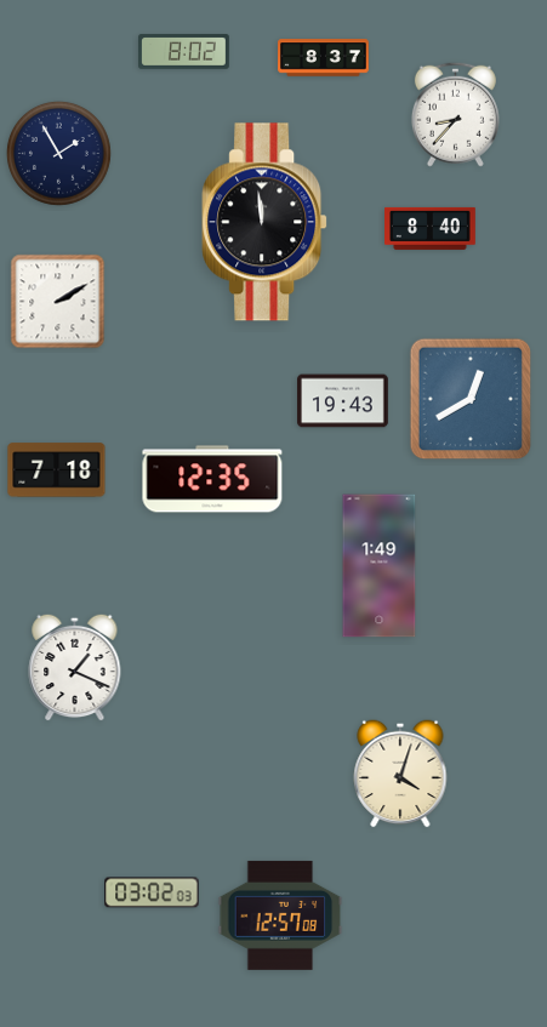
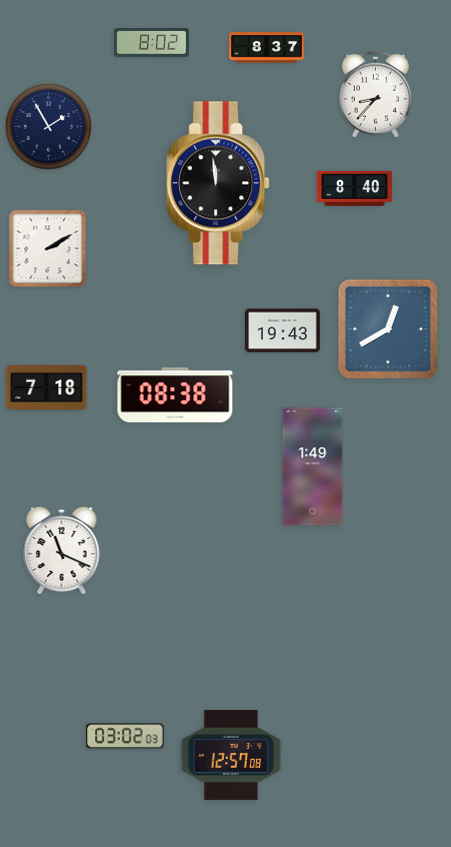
clock at (212, 479): 12:35 -> 08:38
clock at (75, 667): 1:19 -> 11:19
clock at (400, 774): 4:03 -> none
